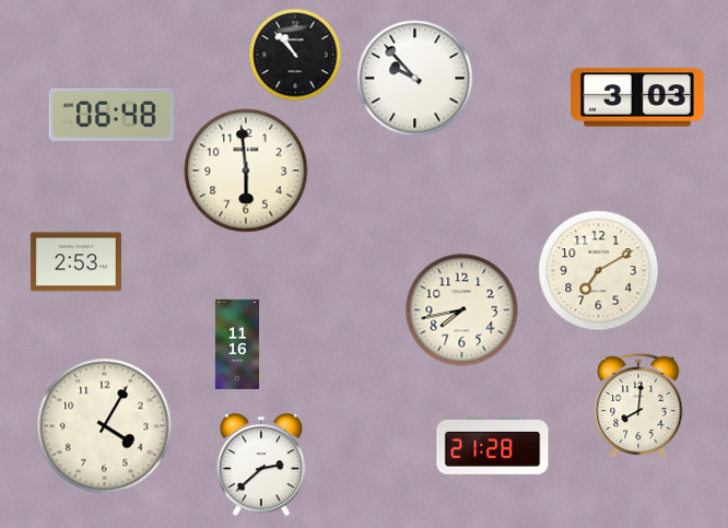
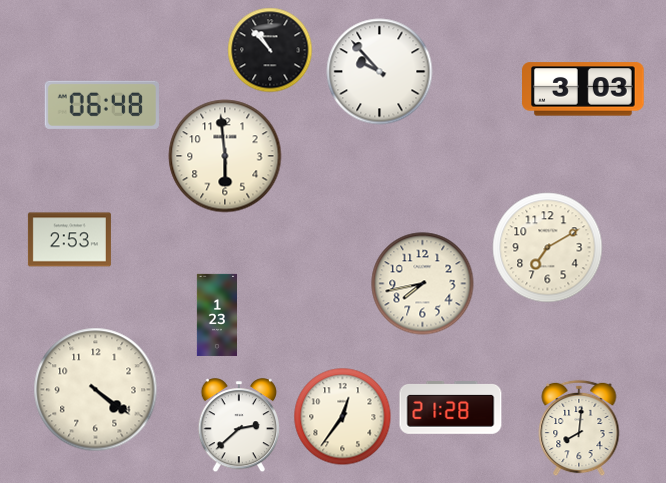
clock at (236, 344): 11:16 -> 1:23
clock at (638, 406) position: (638, 406) -> (579, 428)
clock at (105, 426): 4:05 -> 4:21
clock at (343, 417): none -> 12:36
